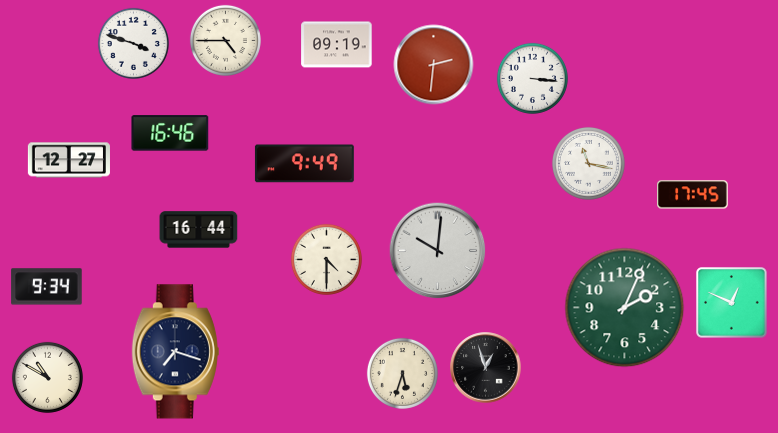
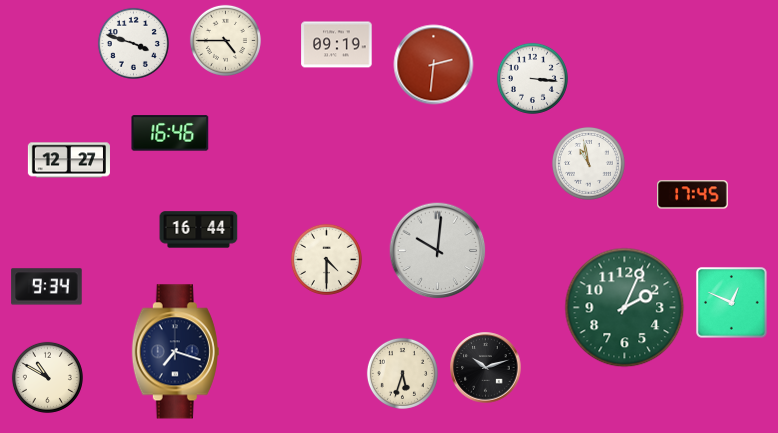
clock at (588, 163): 11:17 -> 10:58
clock at (304, 164): 9:49 -> none
clock at (486, 368): 12:57 -> 10:12
